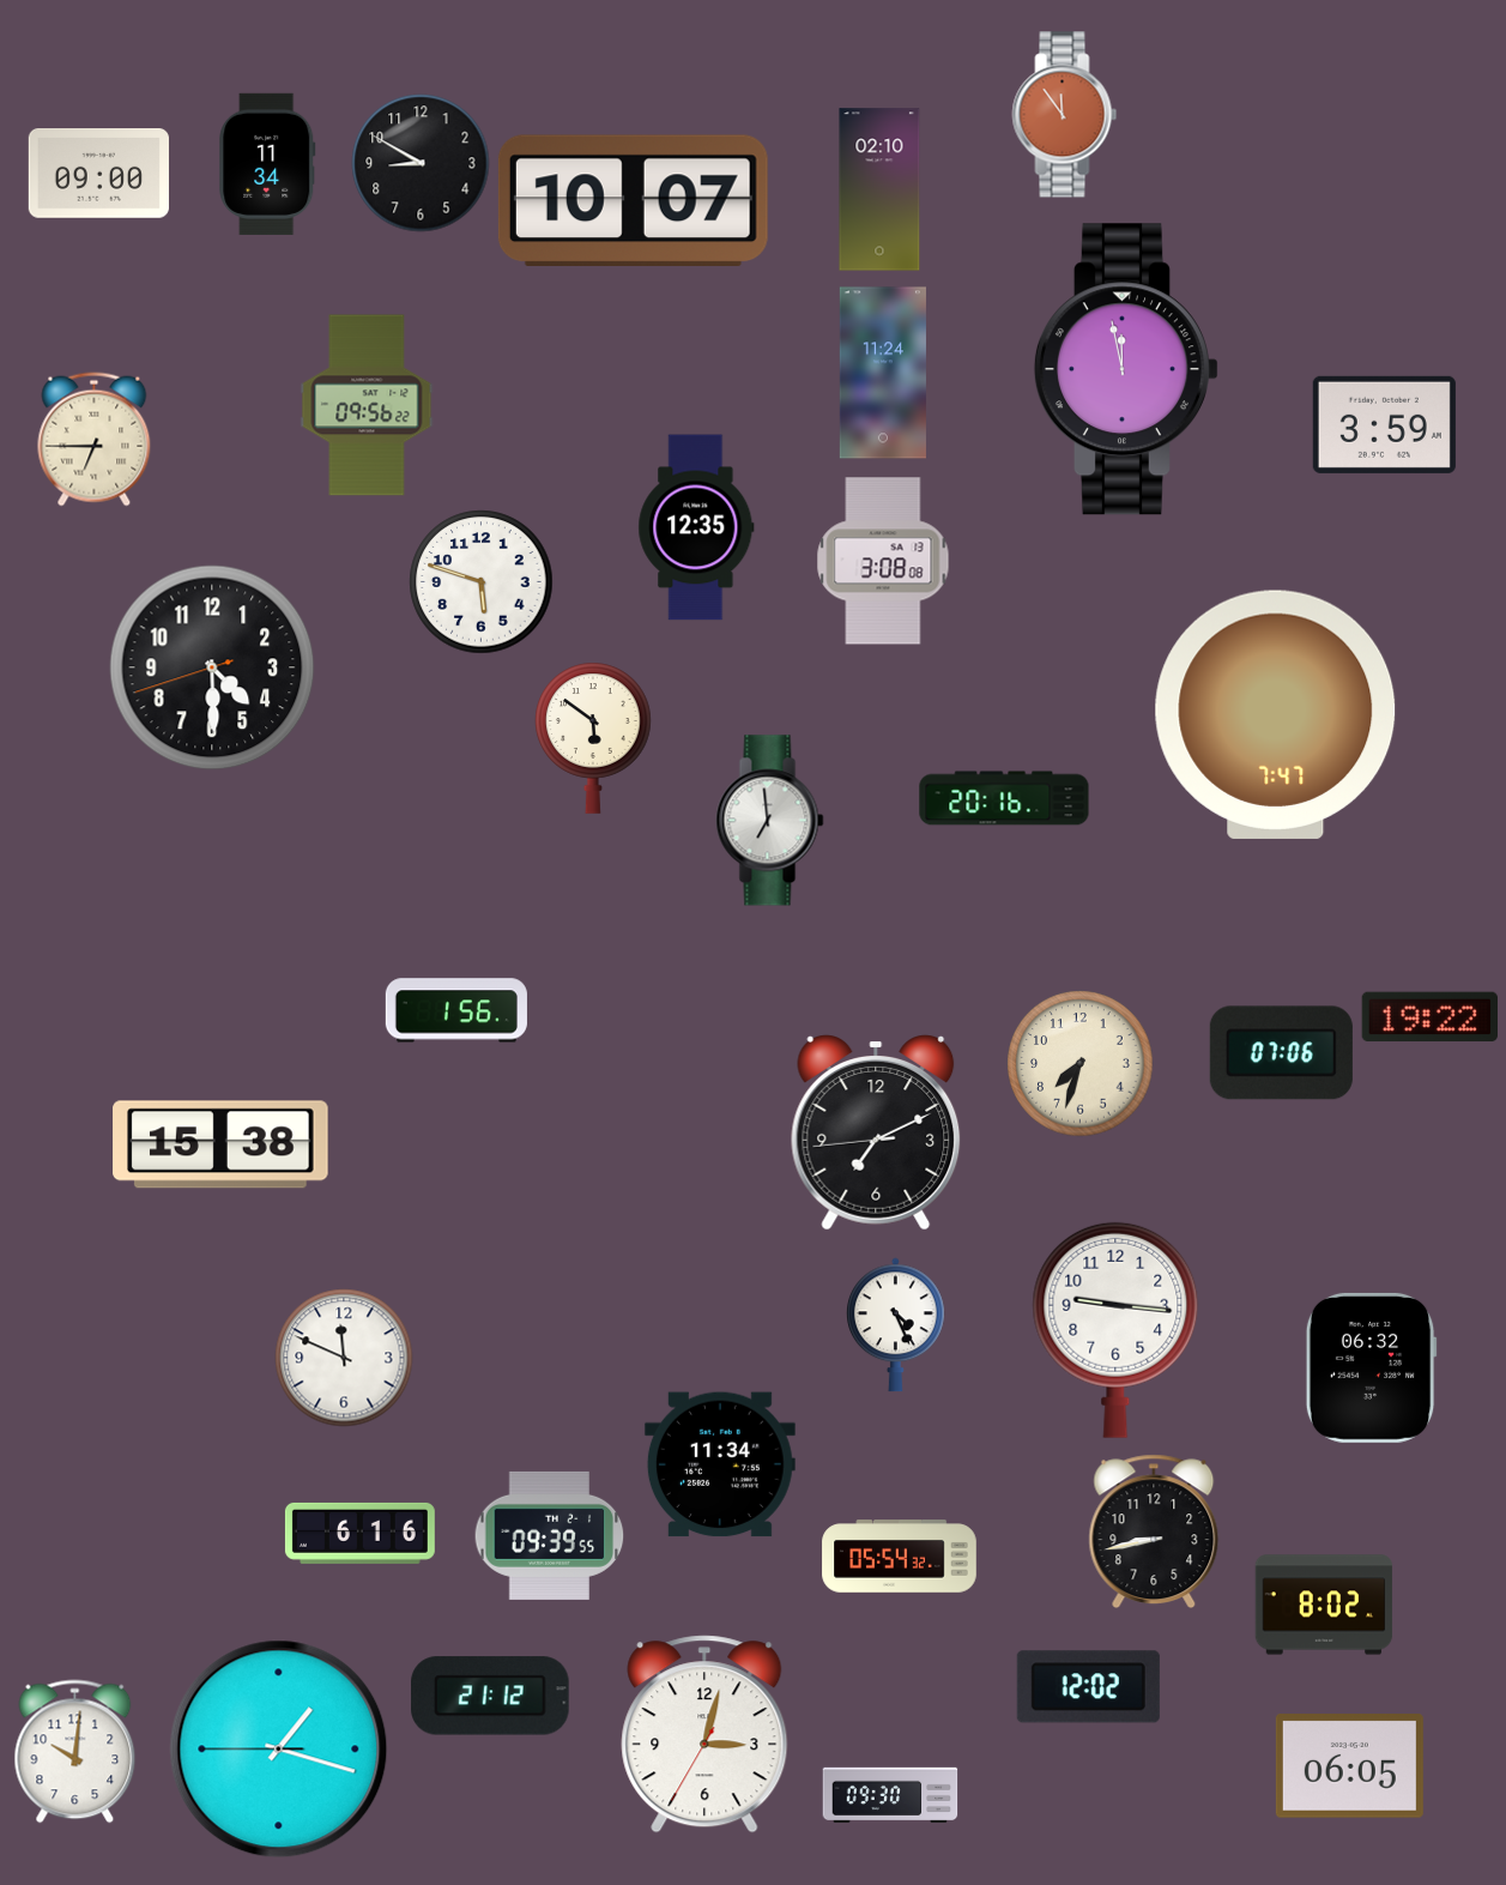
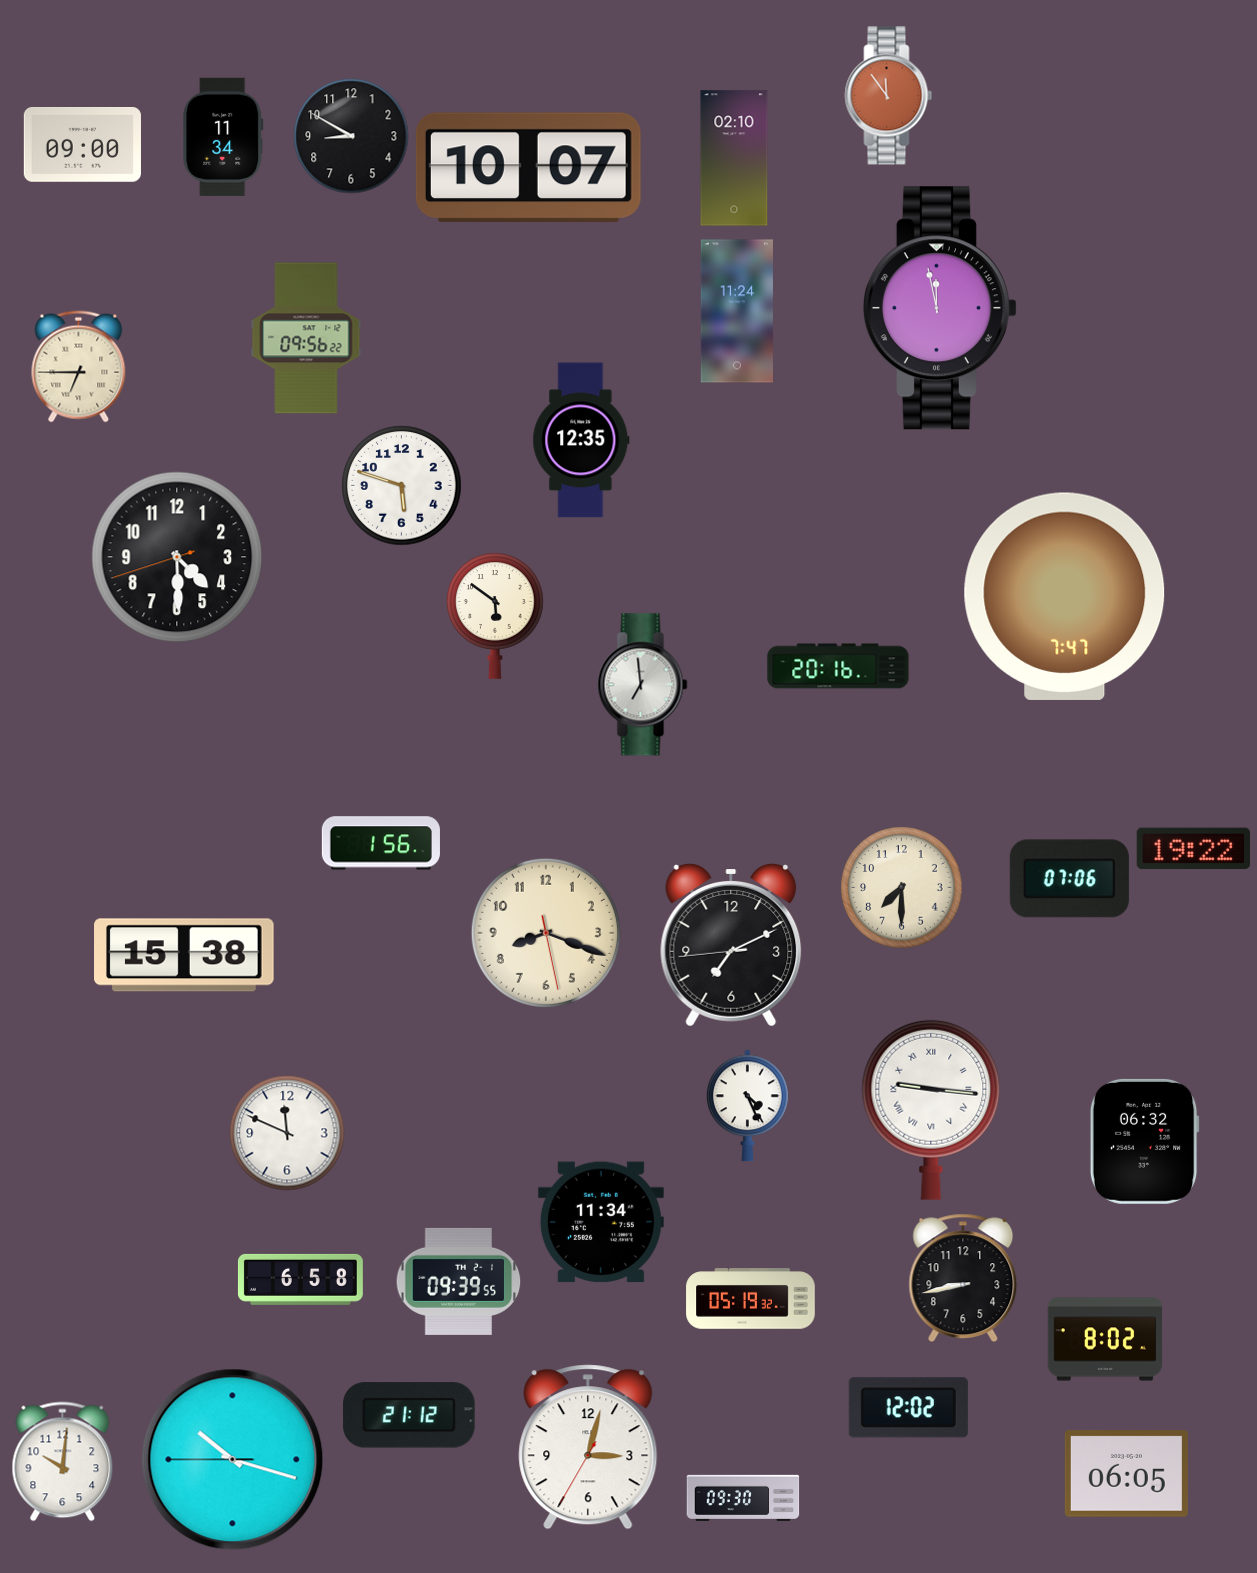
clock at (1384, 424): 3:59 -> none
clock at (883, 561): 3:08 -> none
clock at (1081, 1064): 7:33 -> 7:30
clock at (546, 933): none -> 8:18
clock at (1115, 1330) numerals: Arabic -> Roman
clock at (359, 1533): 6:16 -> 6:58
clock at (900, 1557): 05:54 -> 05:19
clock at (279, 1750): 1:17 -> 10:17
